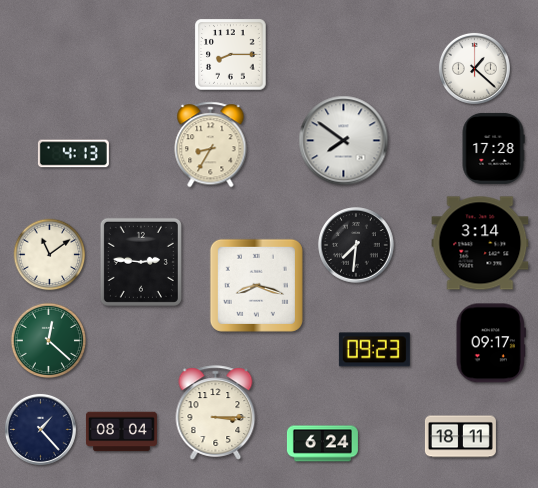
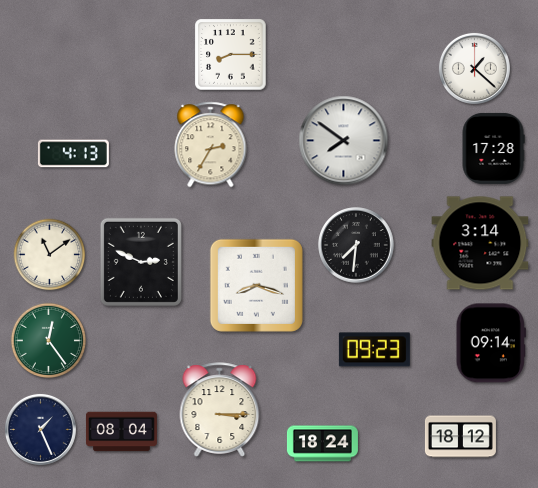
clock at (211, 145): 8:35 -> 2:35
clock at (141, 262): 2:46 -> 2:49
clock at (48, 340): 12:22 -> 12:24
clock at (491, 343): 09:17 -> 09:14
clock at (216, 413) position: (216, 413) -> (220, 410)
clock at (40, 429): 1:23 -> 1:26
clock at (460, 437): 18:11 -> 18:12
clock at (322, 444): 6:24 -> 18:24
